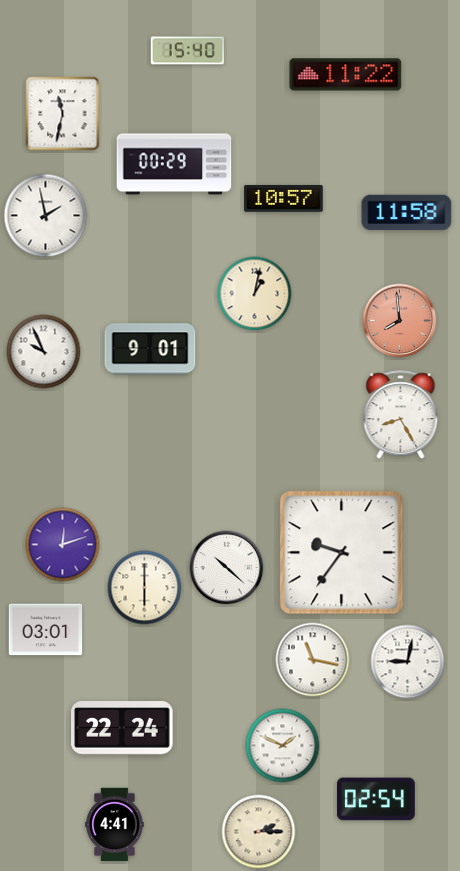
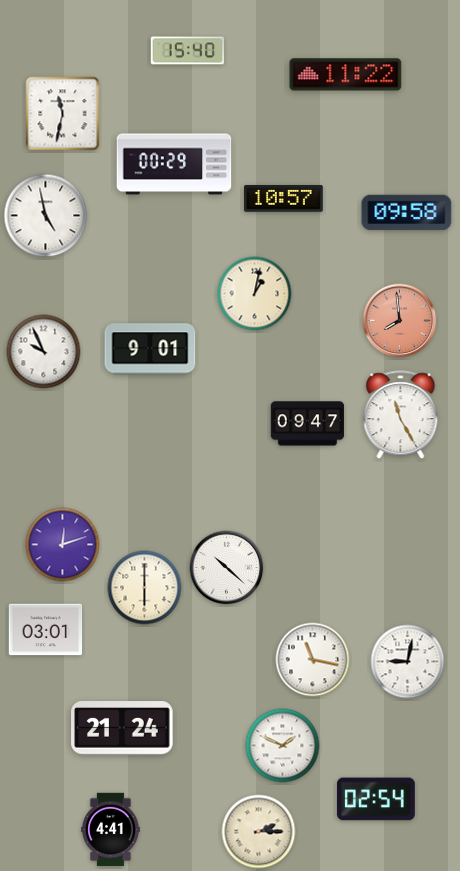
clock at (407, 213): 11:58 -> 09:58
clock at (46, 216): 1:58 -> 4:58
clock at (401, 415): 8:25 -> 11:25
clock at (308, 424): none -> 09:47
clock at (342, 553): 9:36 -> none
clock at (122, 728): 22:24 -> 21:24
clock at (115, 825) position: (115, 825) -> (111, 830)
